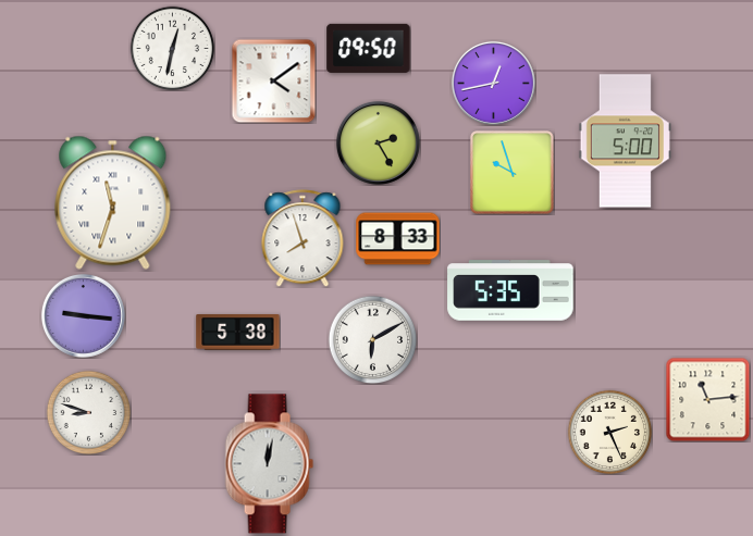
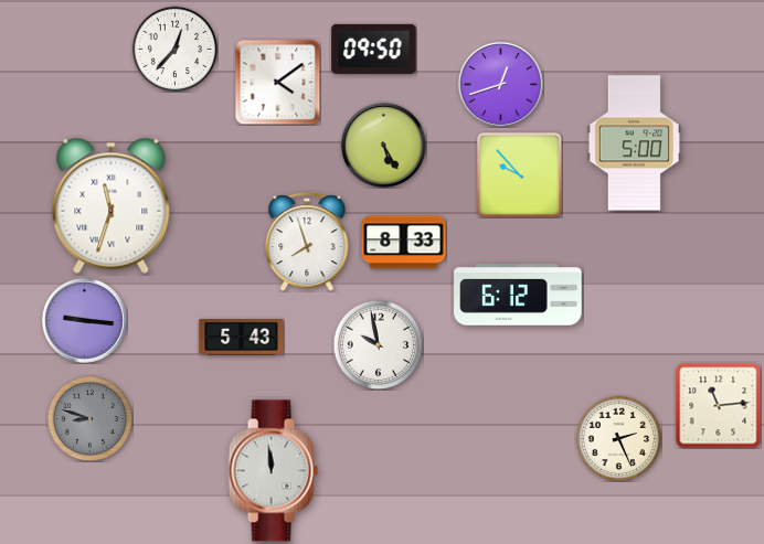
clock at (172, 48): 12:32 -> 12:37
clock at (493, 83): 12:43 -> 12:42
clock at (378, 142): 2:25 -> 5:25
clock at (513, 173): 9:57 -> 9:53
clock at (113, 202) position: (113, 202) -> (112, 205)
clock at (510, 290): 5:35 -> 6:12
clock at (238, 333): 5:38 -> 5:43
clock at (372, 339): 6:10 -> 9:58
clock at (88, 412) dial: white -> grey
clock at (269, 464): 12:02 -> 11:59
